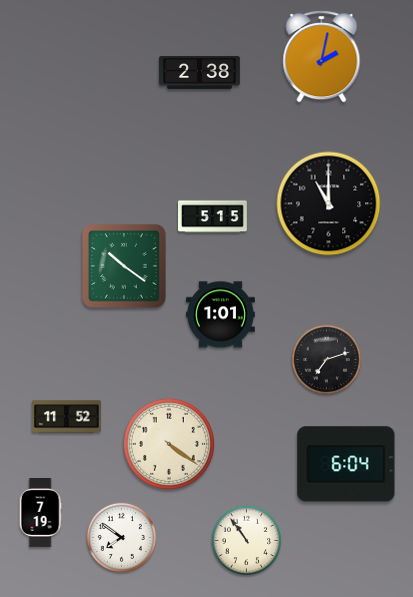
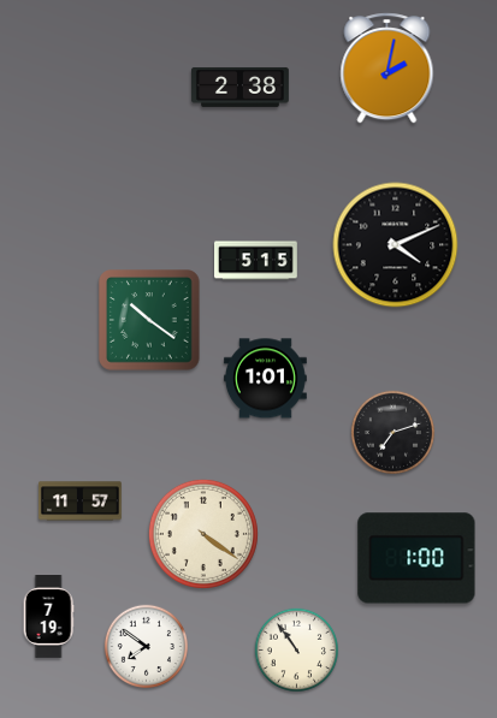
clock at (329, 204): 11:00 -> 4:11
clock at (67, 417): 11:52 -> 11:57
clock at (346, 464): 6:04 -> 1:00
